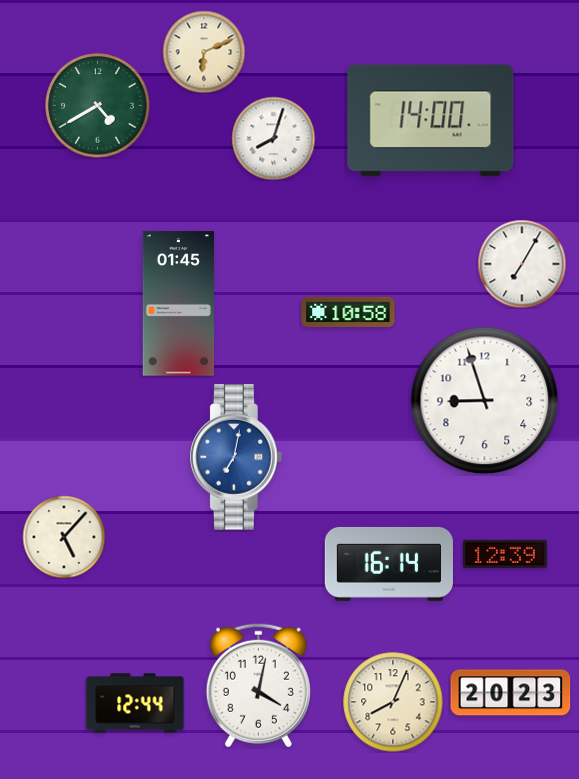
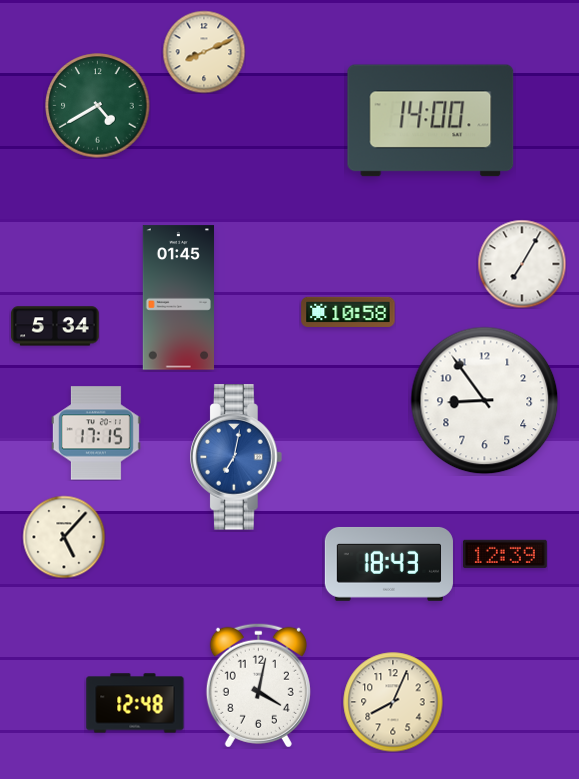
clock at (204, 52): 6:11 -> 8:11
clock at (273, 138): 8:03 -> none
clock at (178, 304) position: (178, 304) -> (178, 298)
clock at (55, 326): none -> 5:34
clock at (485, 401): 8:57 -> 8:54
clock at (96, 433): none -> 17:15
clock at (389, 564): 16:14 -> 18:43
clock at (511, 693): 20:23 -> none
clock at (135, 703): 12:44 -> 12:48
